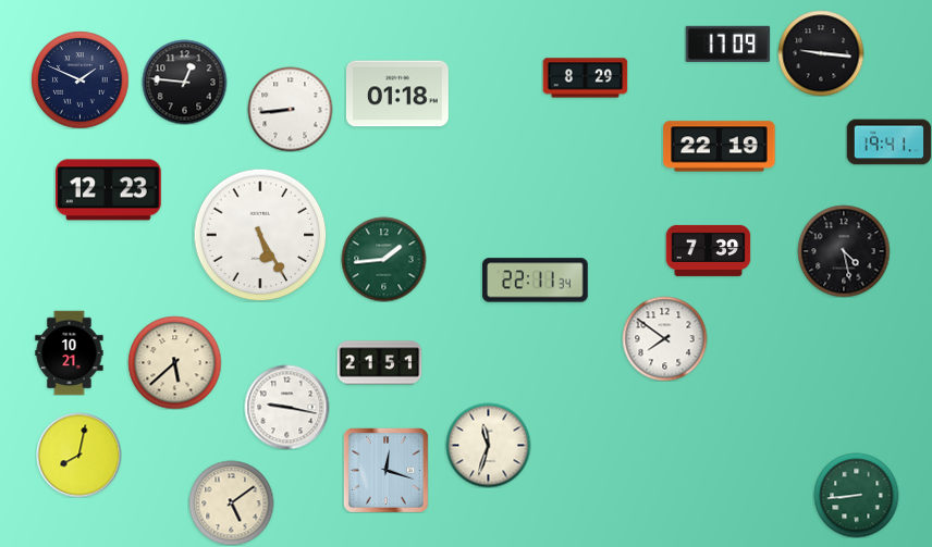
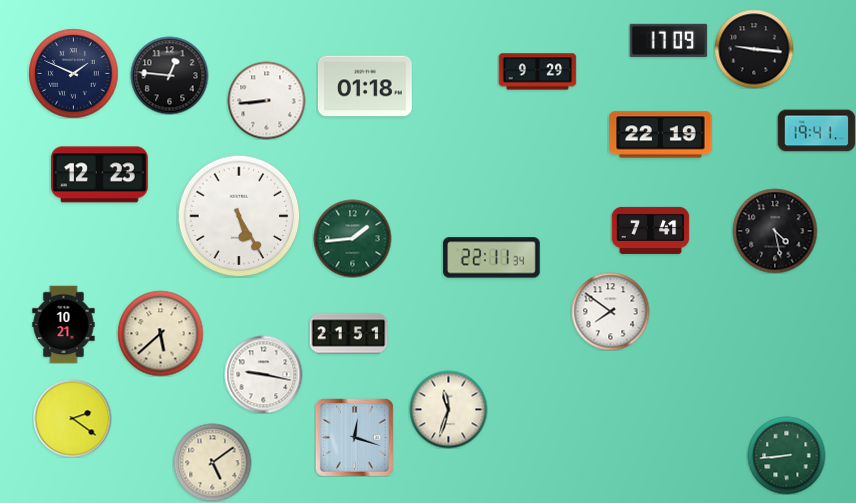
clock at (585, 78): 8:29 -> 9:29
clock at (708, 250): 7:39 -> 7:41
clock at (78, 455): 8:02 -> 2:21
clock at (385, 470) position: (385, 470) -> (354, 437)
